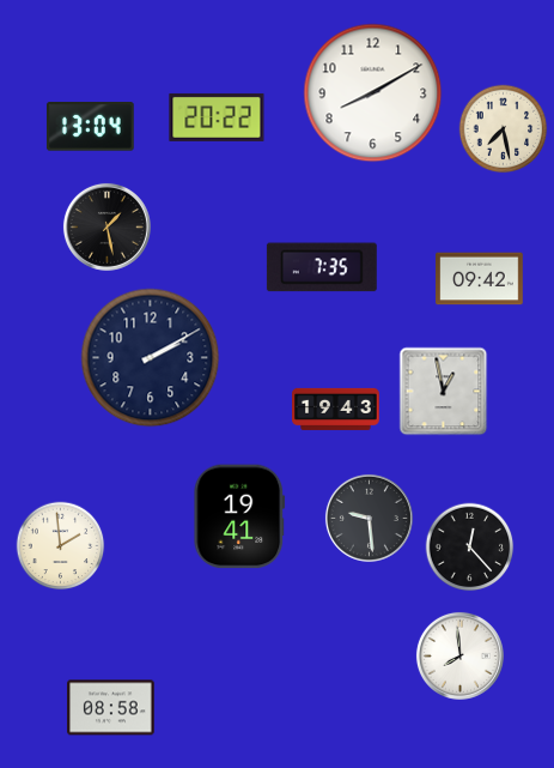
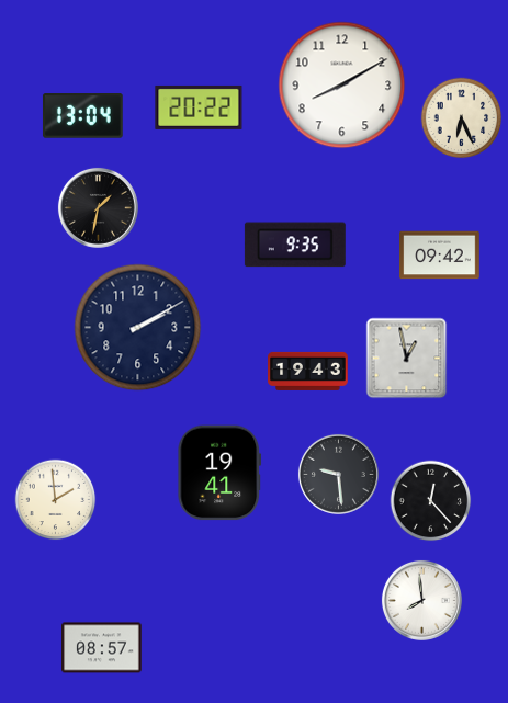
clock at (504, 129): 7:28 -> 6:26
clock at (106, 226): 1:28 -> 1:32
clock at (322, 267): 7:35 -> 9:35
clock at (336, 409) position: (336, 409) -> (308, 371)
clock at (111, 708): 08:58 -> 08:57
